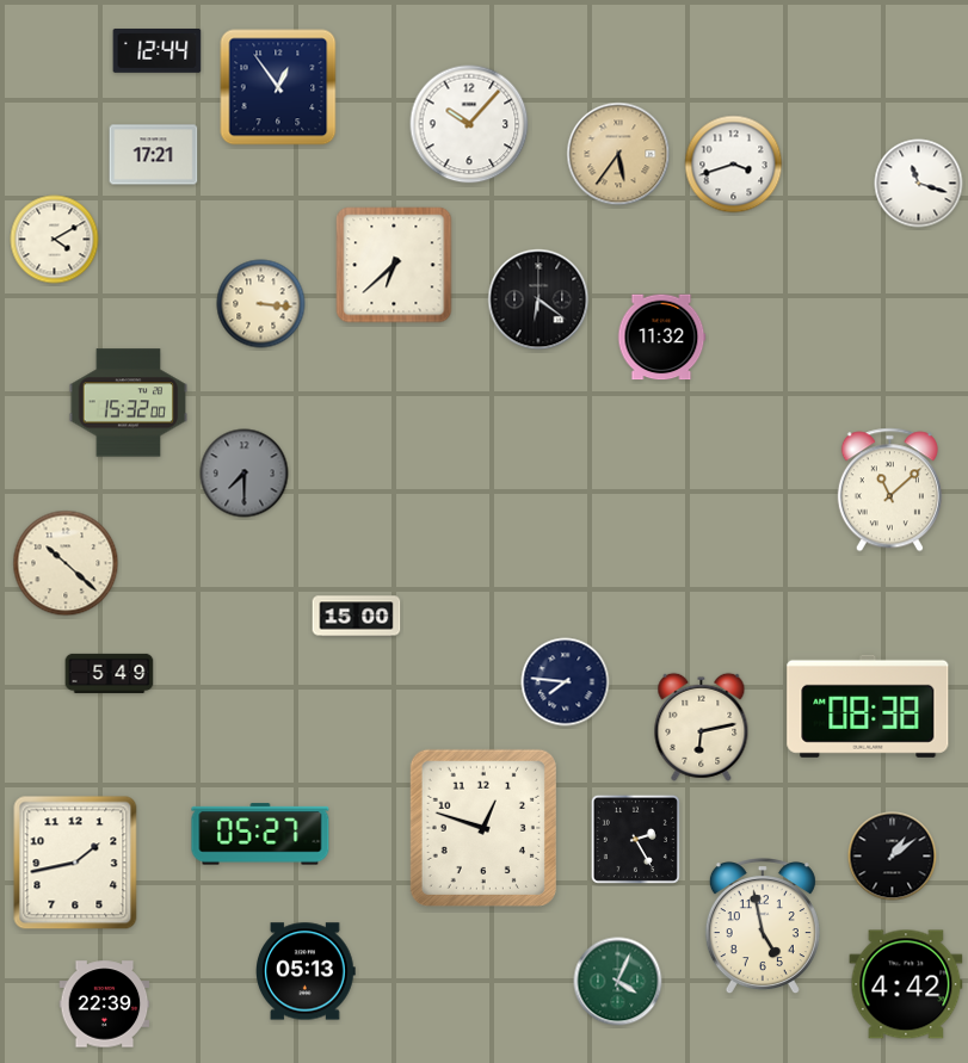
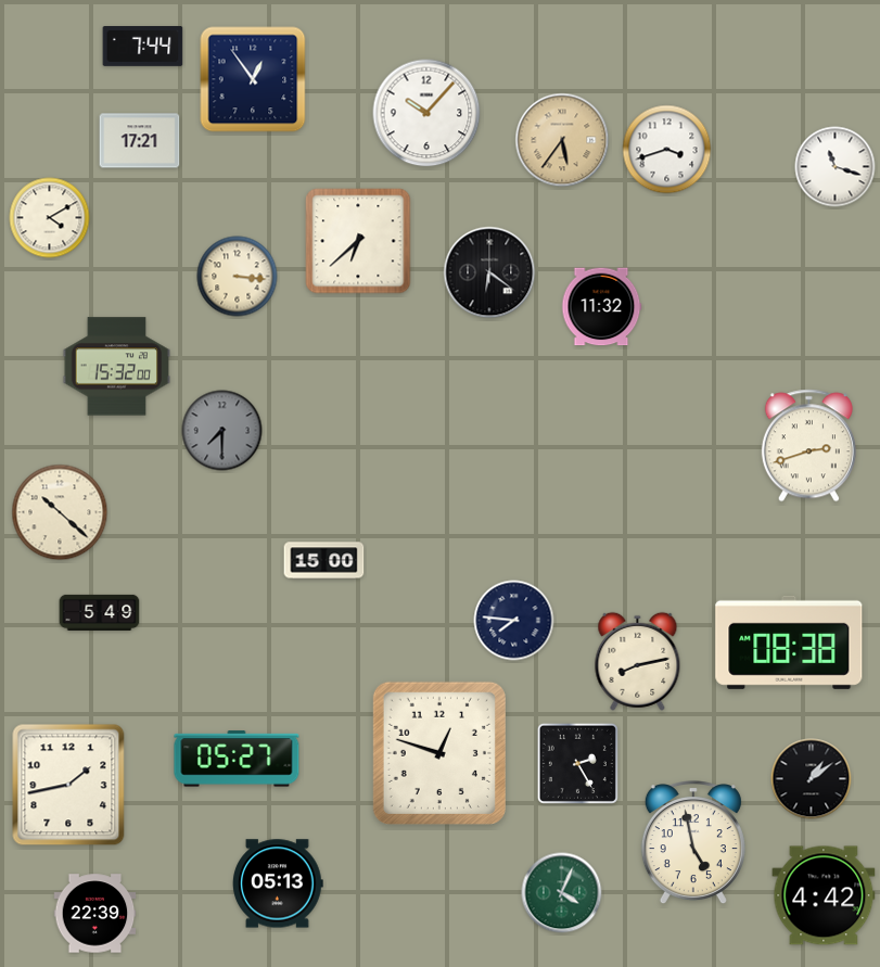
clock at (158, 51): 12:44 -> 7:44
clock at (889, 490): 11:08 -> 2:42
clock at (702, 727): 6:13 -> 8:13
